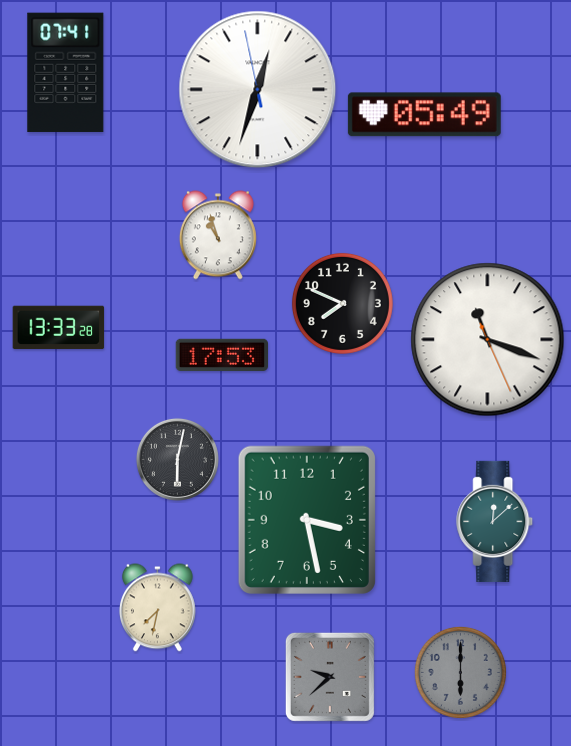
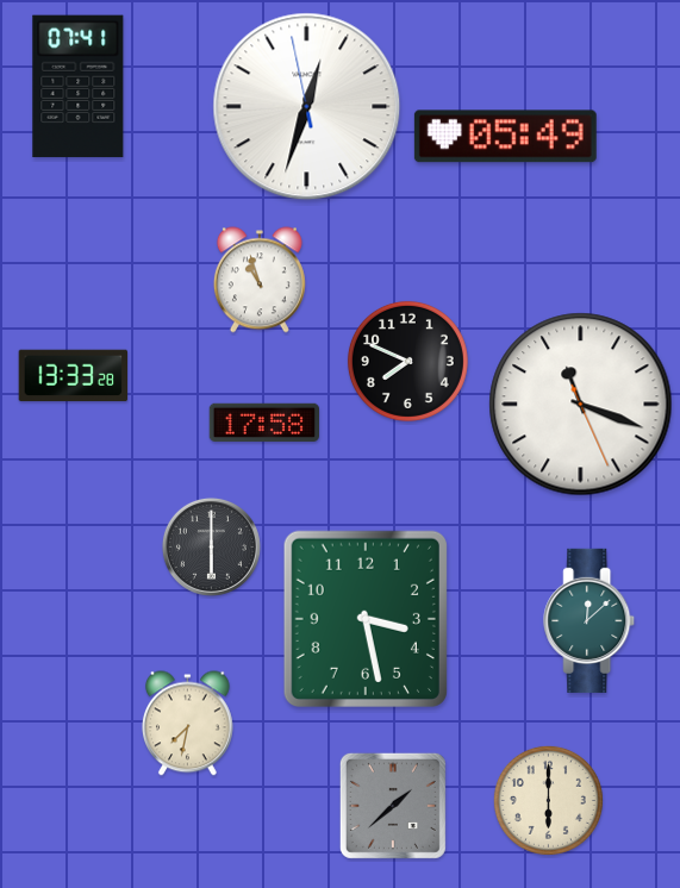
clock at (59, 328) position: (59, 328) -> (74, 376)
clock at (221, 354): 17:53 -> 17:58
clock at (177, 459): 6:02 -> 6:00
clock at (460, 672) dial: grey -> cream
clock at (330, 677): 9:38 -> 1:38
